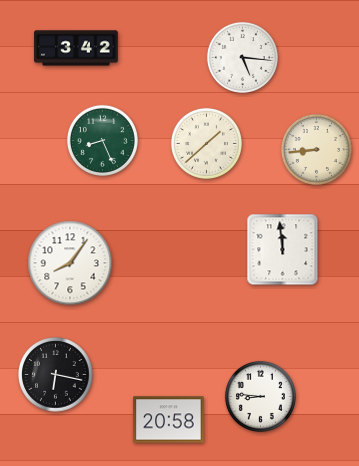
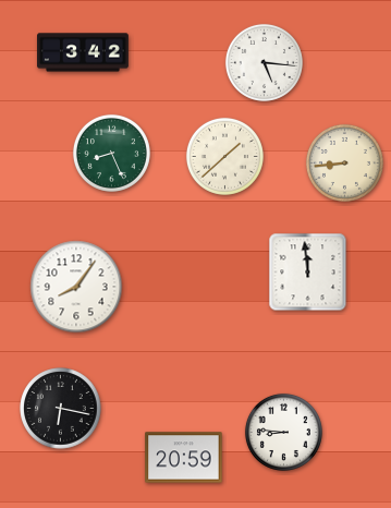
clock at (169, 420): 20:58 -> 20:59
